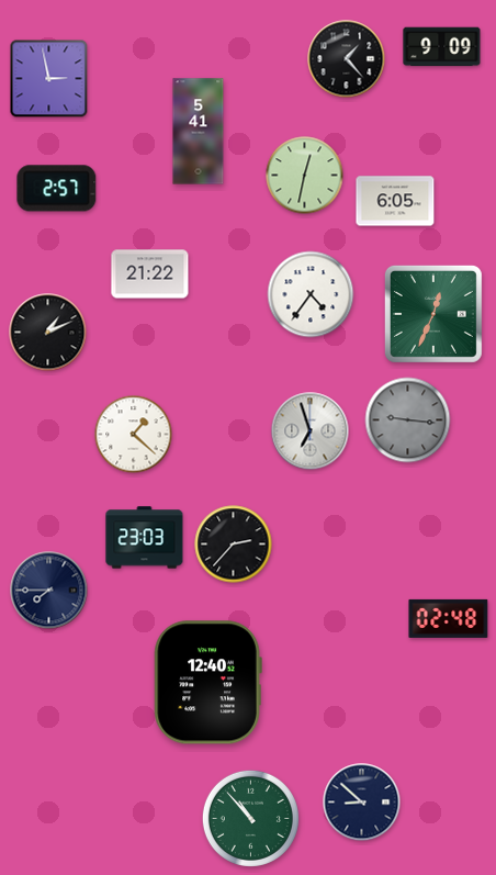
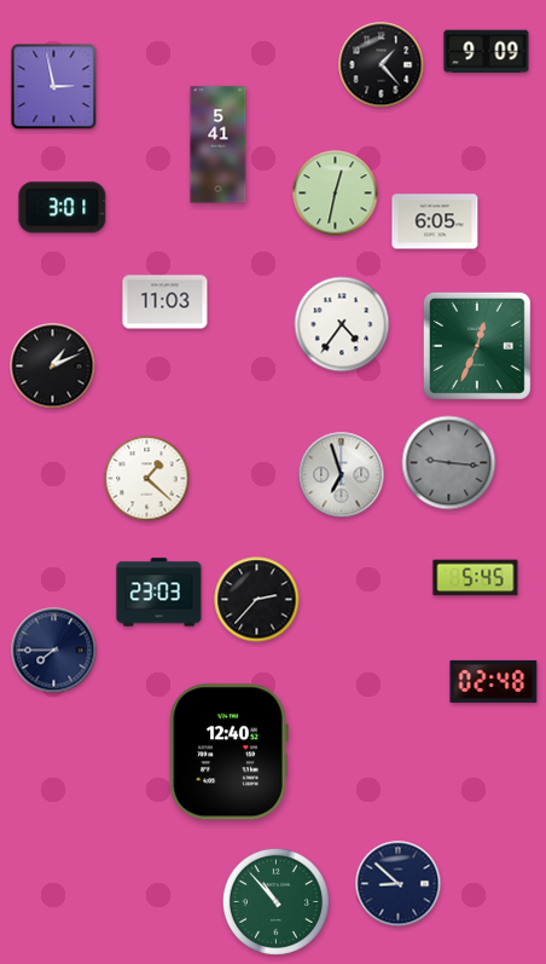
clock at (57, 189): 2:57 -> 3:01
clock at (150, 274): 21:22 -> 11:03
clock at (476, 578): none -> 5:45
